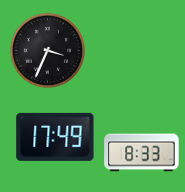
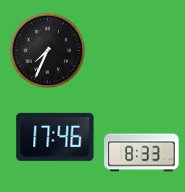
clock at (47, 50): 3:34 -> 7:34
clock at (55, 137): 17:49 -> 17:46
